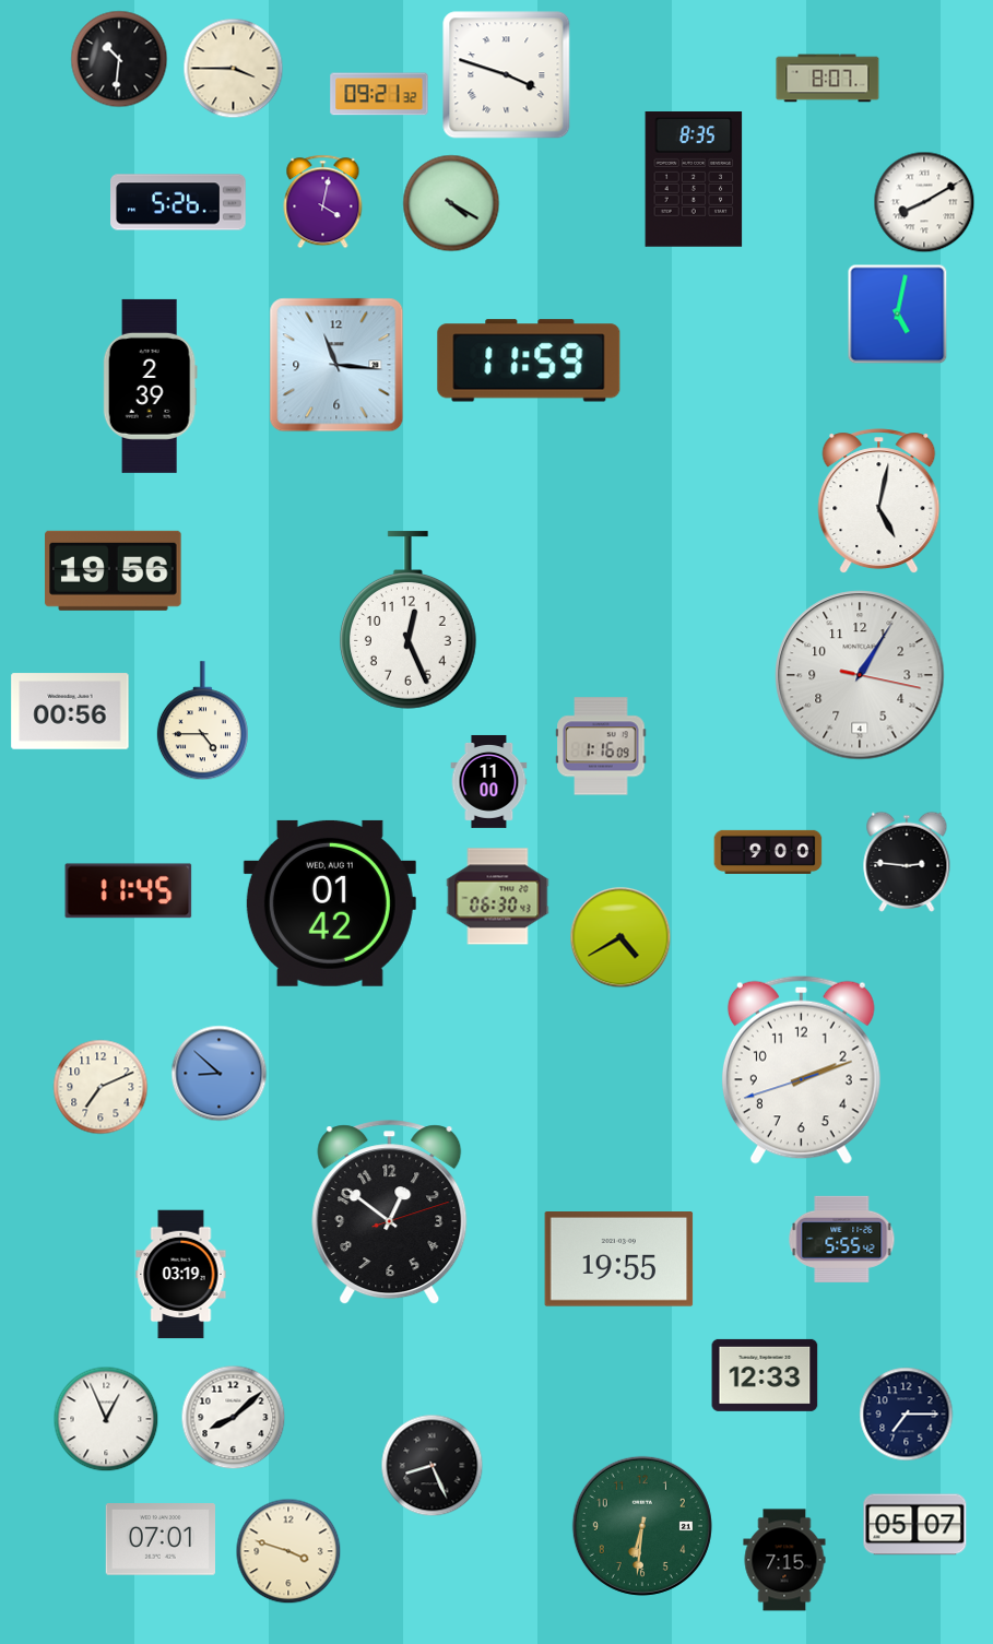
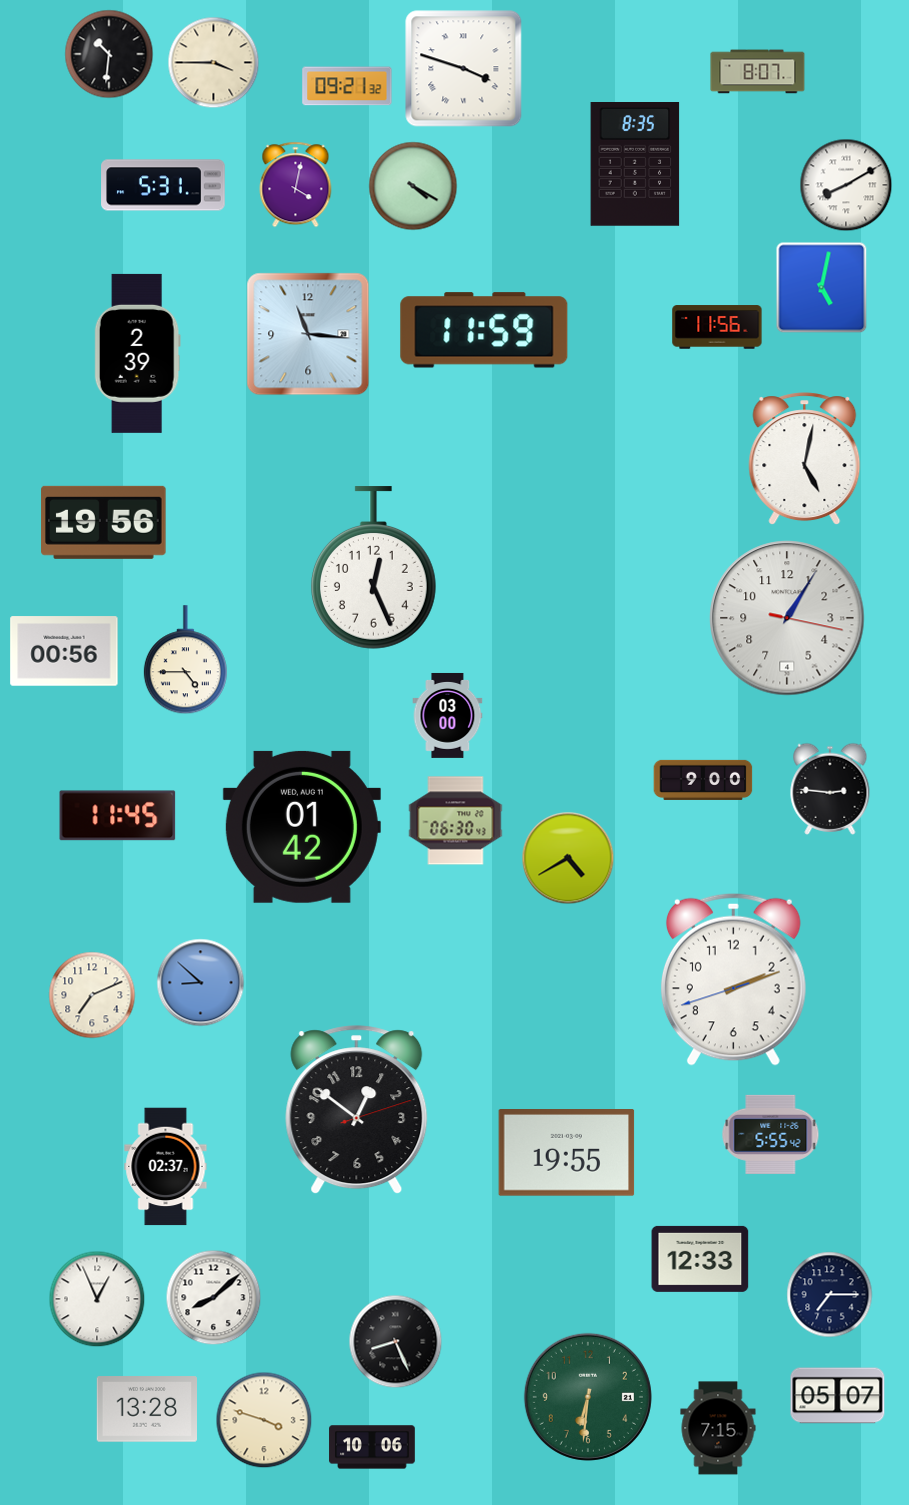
clock at (178, 202): 5:26 -> 5:31
clock at (717, 327): none -> 11:56
clock at (601, 746): 1:16 -> none
clock at (489, 781): 11:00 -> 03:00
clock at (181, 1275): 03:19 -> 02:37
clock at (159, 1539): 07:01 -> 13:28
clock at (372, 1447): none -> 10:06
